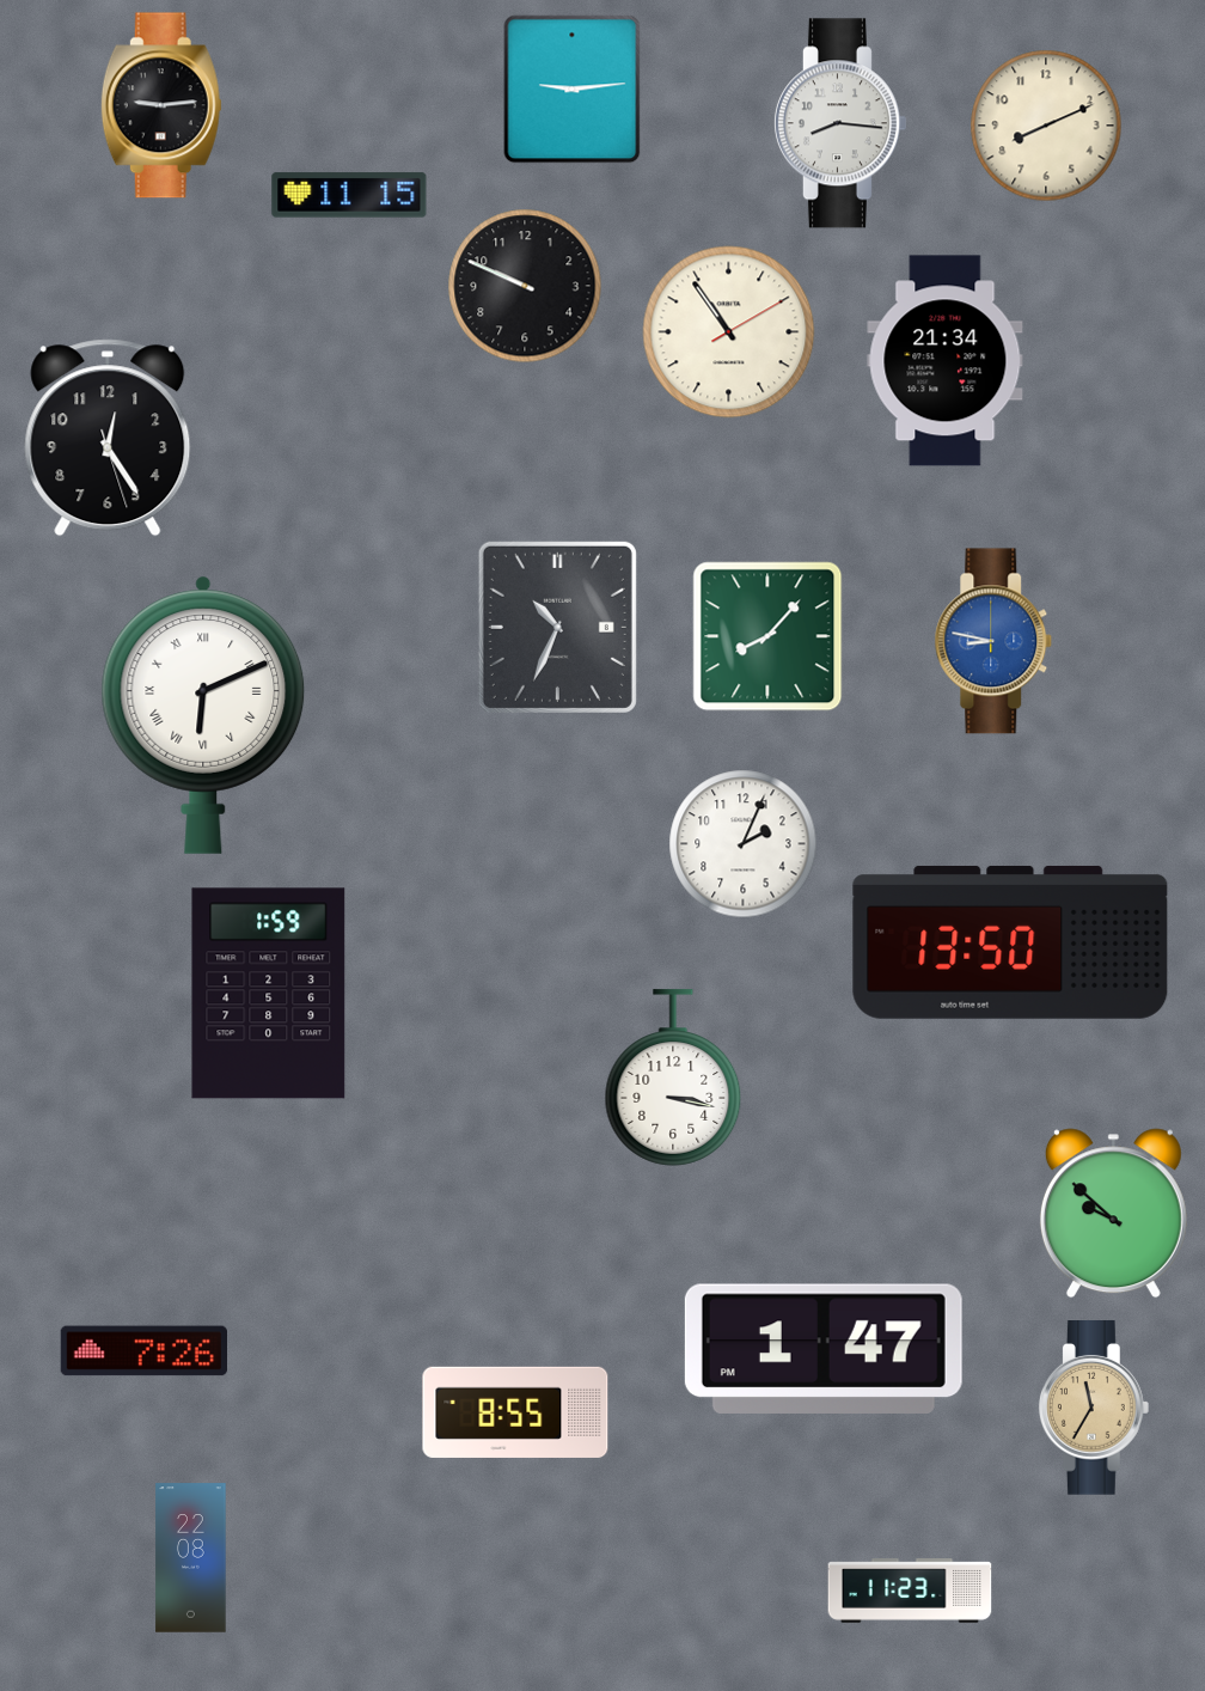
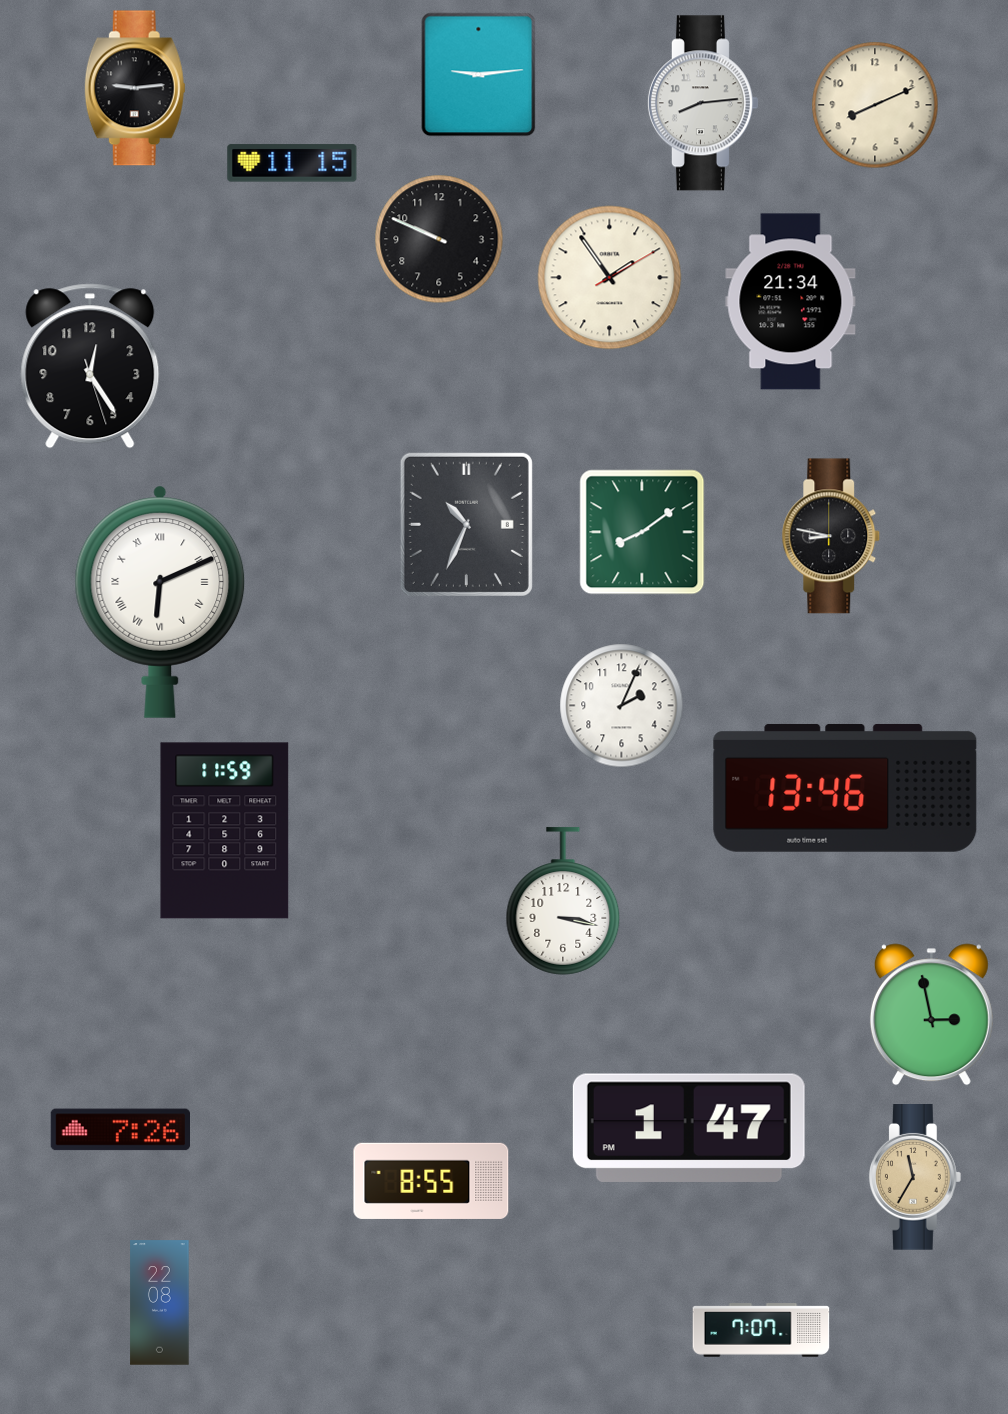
clock at (839, 123): 8:16 -> 8:14
clock at (729, 332): 10:54 -> 1:54
clock at (767, 636): 8:07 -> 8:09
clock at (993, 641) dial: blue -> black
clock at (203, 715) position: (203, 715) -> (160, 602)
clock at (1010, 942): 13:50 -> 13:46
clock at (269, 994): 1:59 -> 11:59
clock at (1113, 1214): 9:52 -> 2:58
clock at (910, 1591): 11:23 -> 7:07
